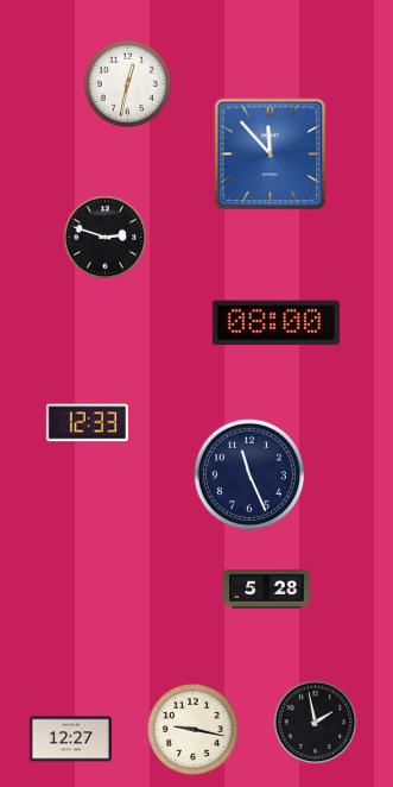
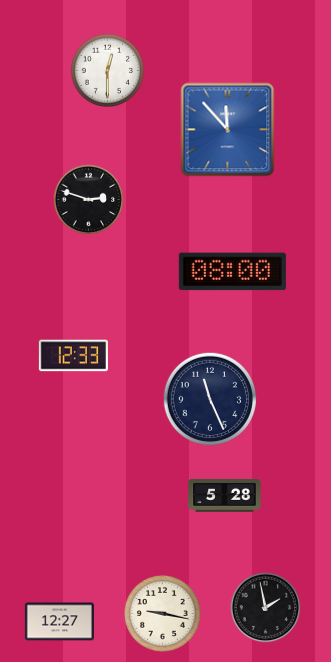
clock at (127, 83): 12:32 -> 12:30
